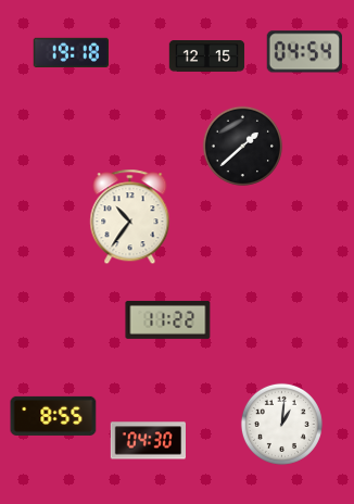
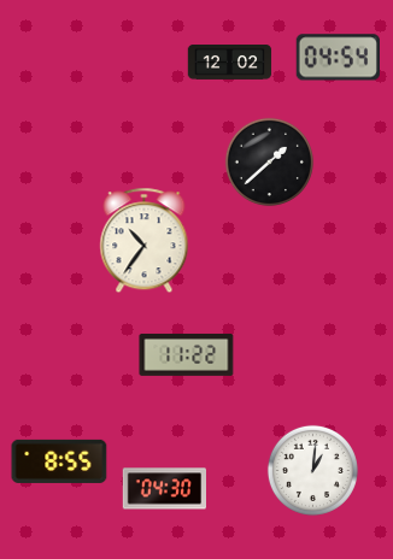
clock at (71, 52): 19:18 -> none
clock at (207, 56): 12:15 -> 12:02
